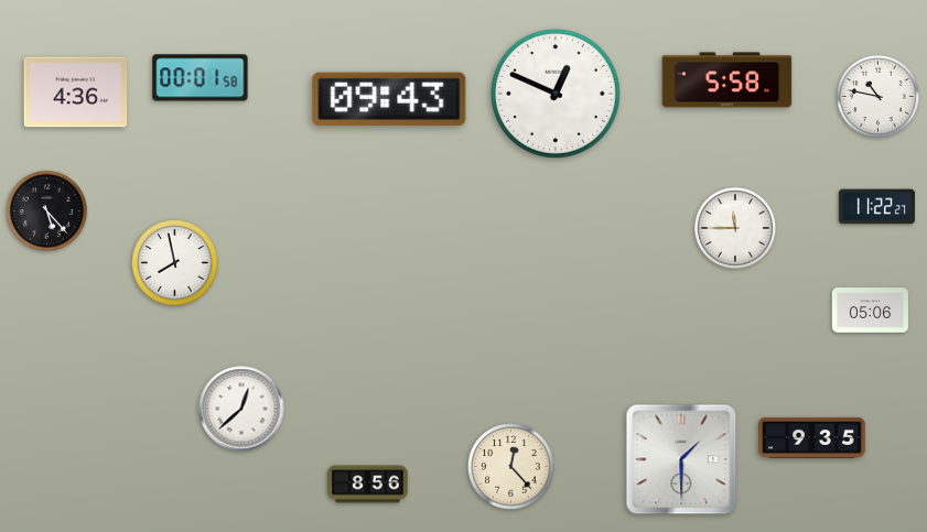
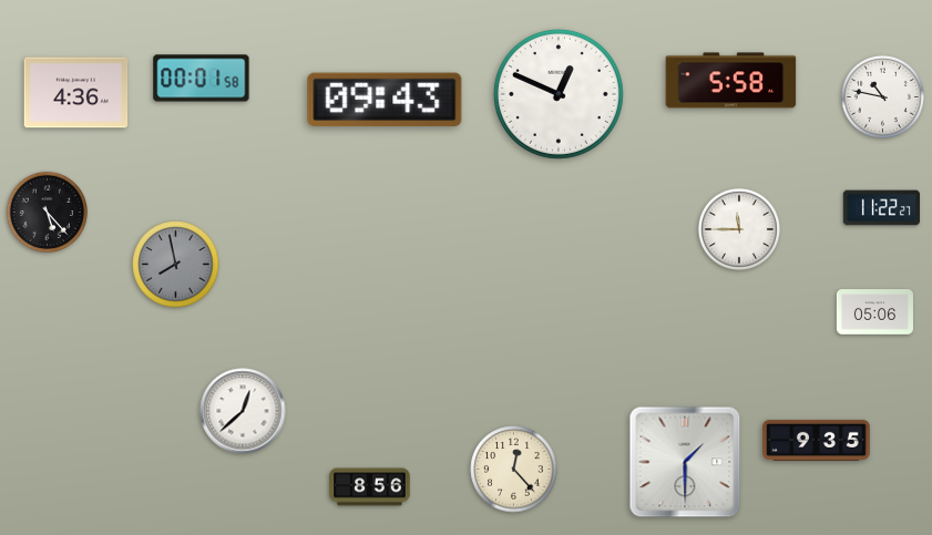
clock at (389, 99) position: (389, 99) -> (385, 100)
clock at (175, 263) dial: white -> grey
